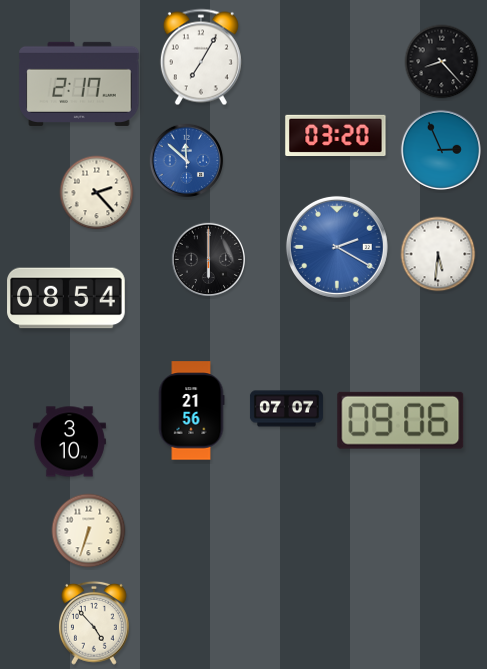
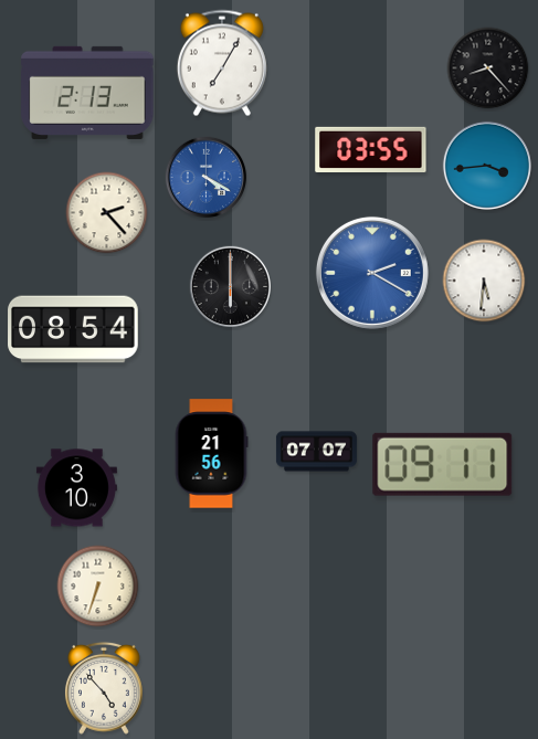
clock at (79, 84): 2:17 -> 2:13
clock at (336, 135): 03:20 -> 03:55
clock at (441, 150): 2:56 -> 3:44
clock at (186, 160): 11:52 -> 4:20
clock at (401, 420): 09:06 -> 09:11
